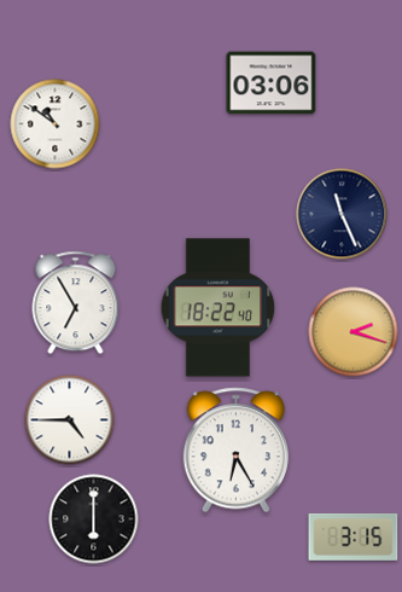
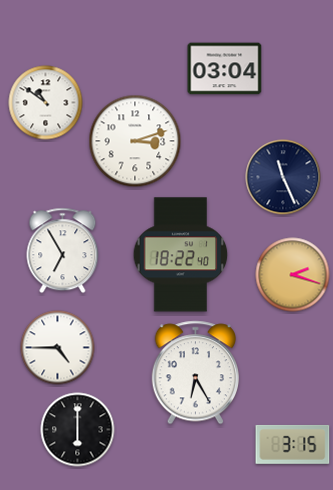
clock at (272, 83): 03:06 -> 03:04
clock at (135, 141): none -> 3:12
